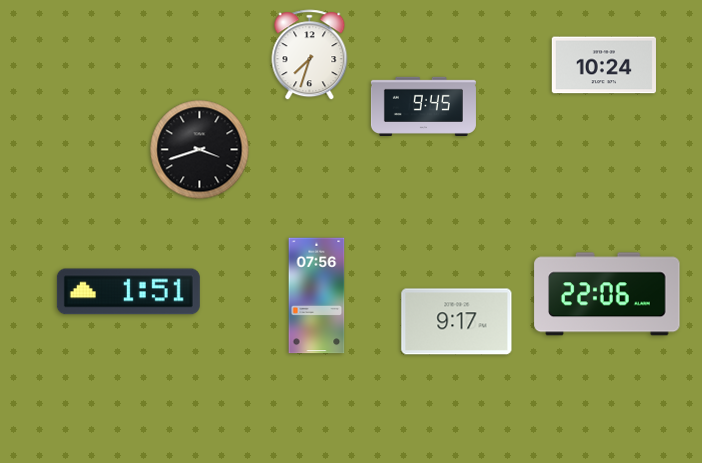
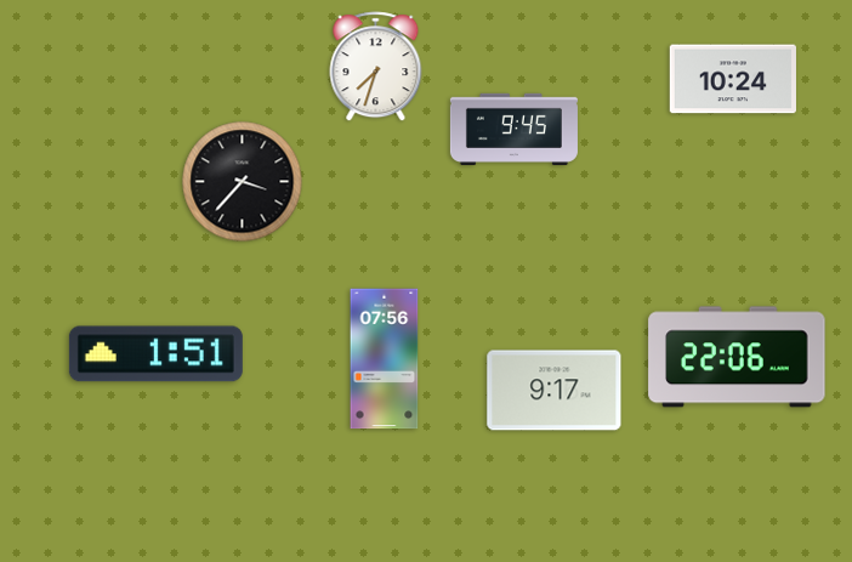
clock at (200, 150): 3:42 -> 3:37
